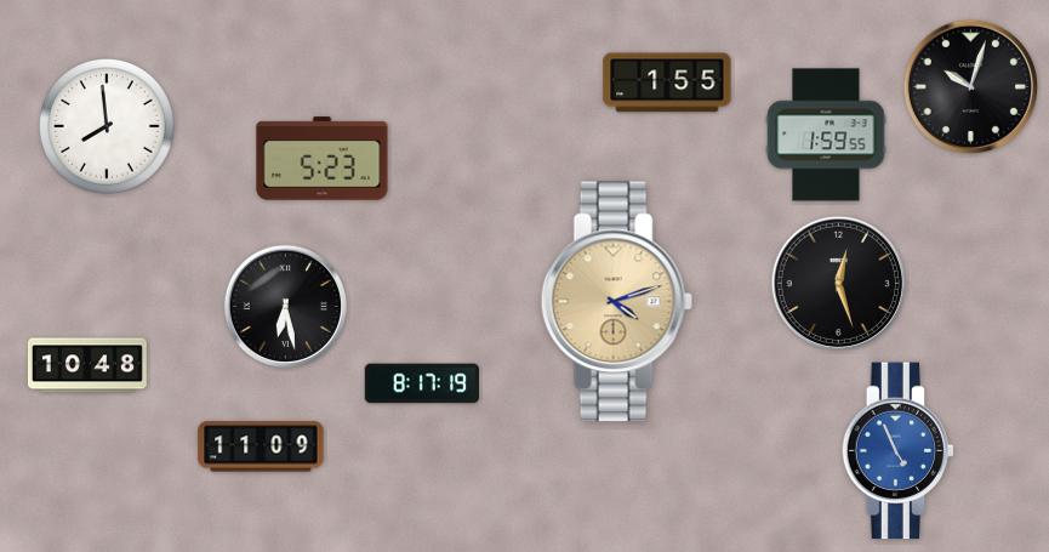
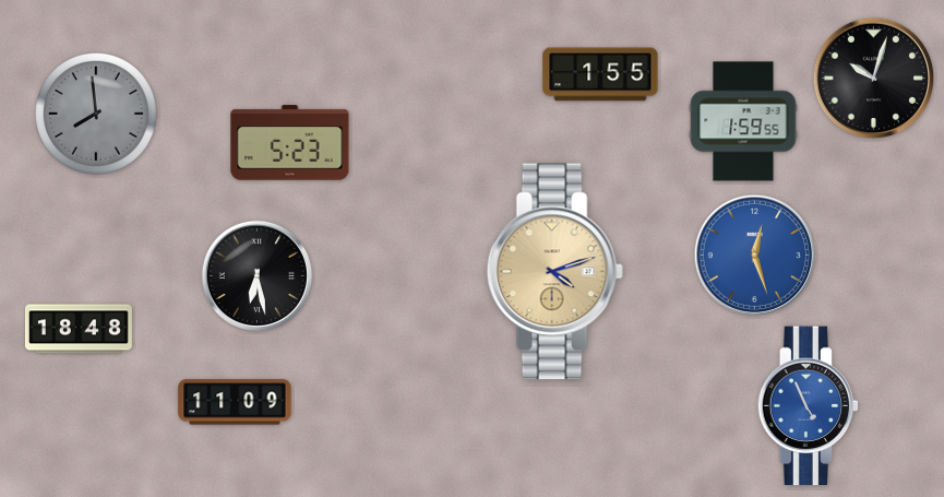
clock at (107, 126) dial: white -> grey
clock at (839, 284) dial: black -> blue
clock at (87, 365): 10:48 -> 18:48
clock at (422, 383): 8:17 -> none
